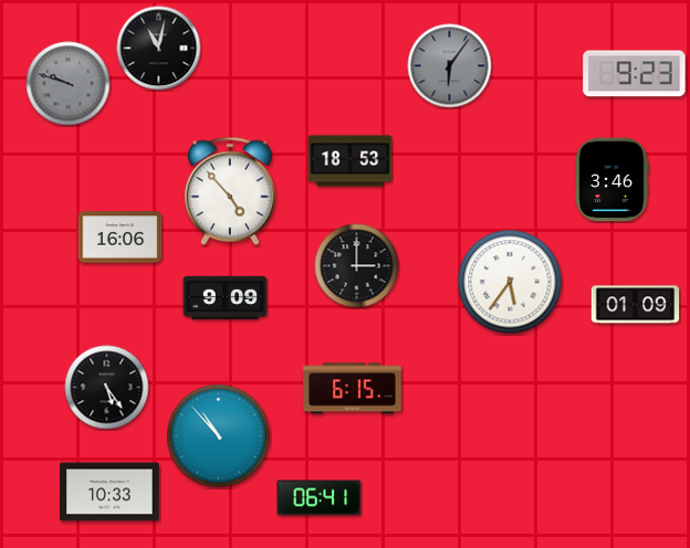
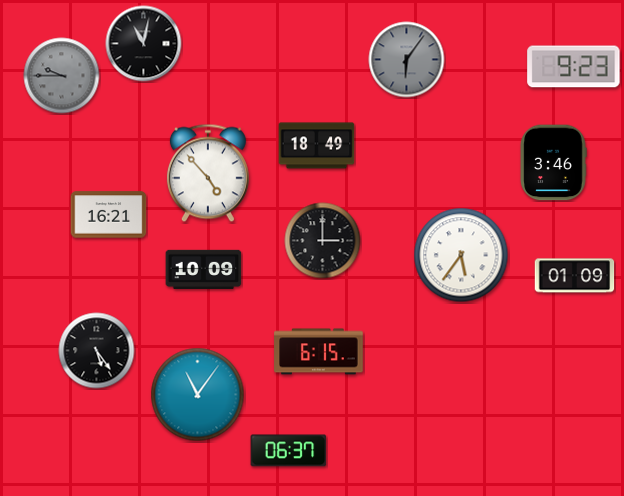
clock at (69, 84): 9:48 -> 9:45
clock at (351, 161): 18:53 -> 18:49
clock at (121, 238): 16:06 -> 16:21
clock at (226, 297): 9:09 -> 10:09
clock at (219, 436): 10:53 -> 11:06
clock at (109, 492): 10:33 -> none
clock at (320, 498): 06:41 -> 06:37
